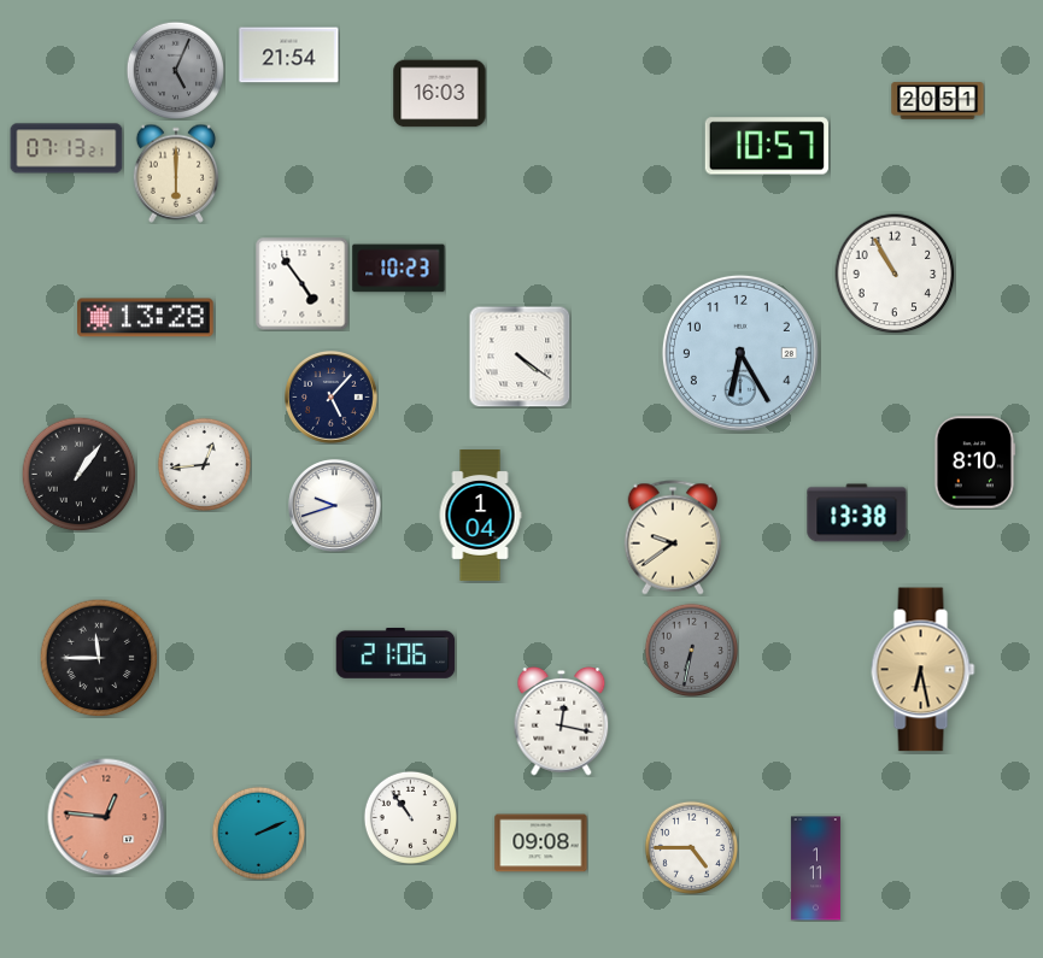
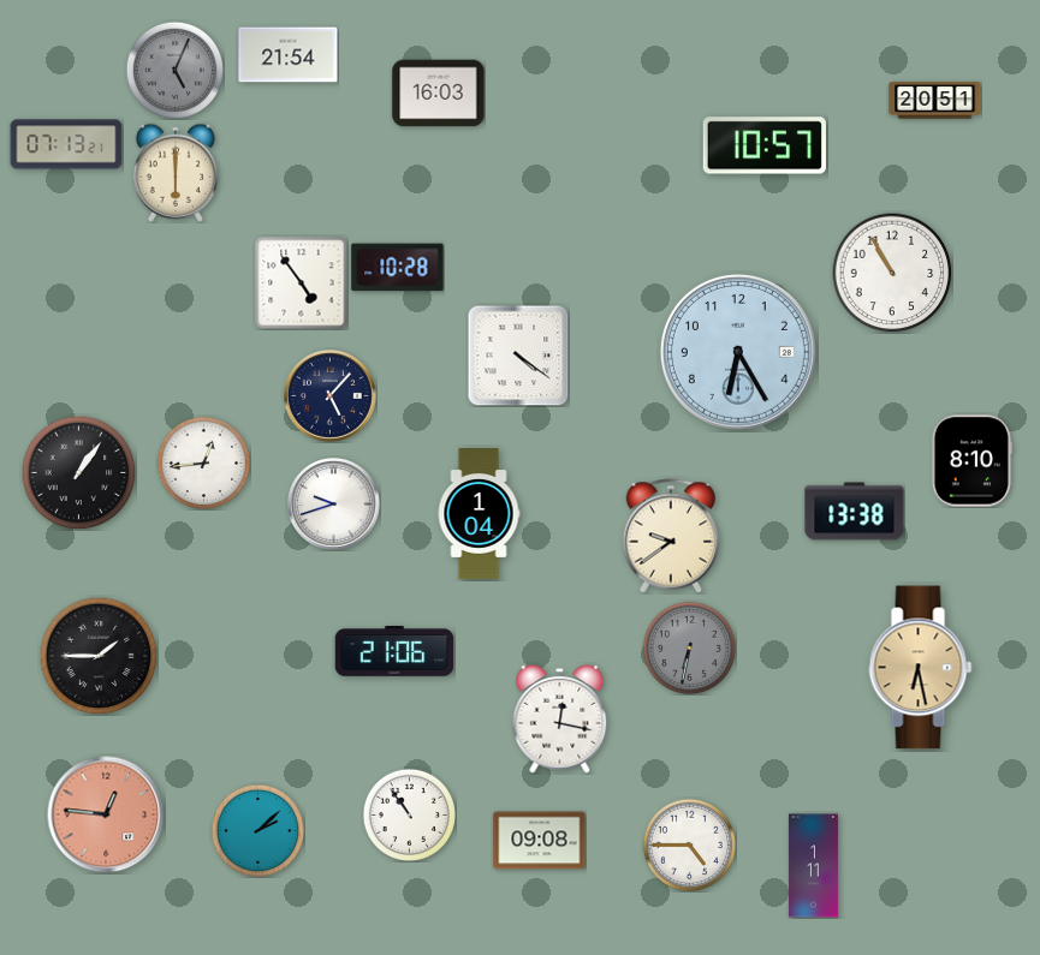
clock at (66, 148) position: (66, 148) -> (66, 144)
clock at (399, 269): 10:23 -> 10:28
clock at (146, 318): 13:28 -> none
clock at (99, 658): 11:45 -> 1:45
clock at (258, 833): 2:11 -> 2:08
